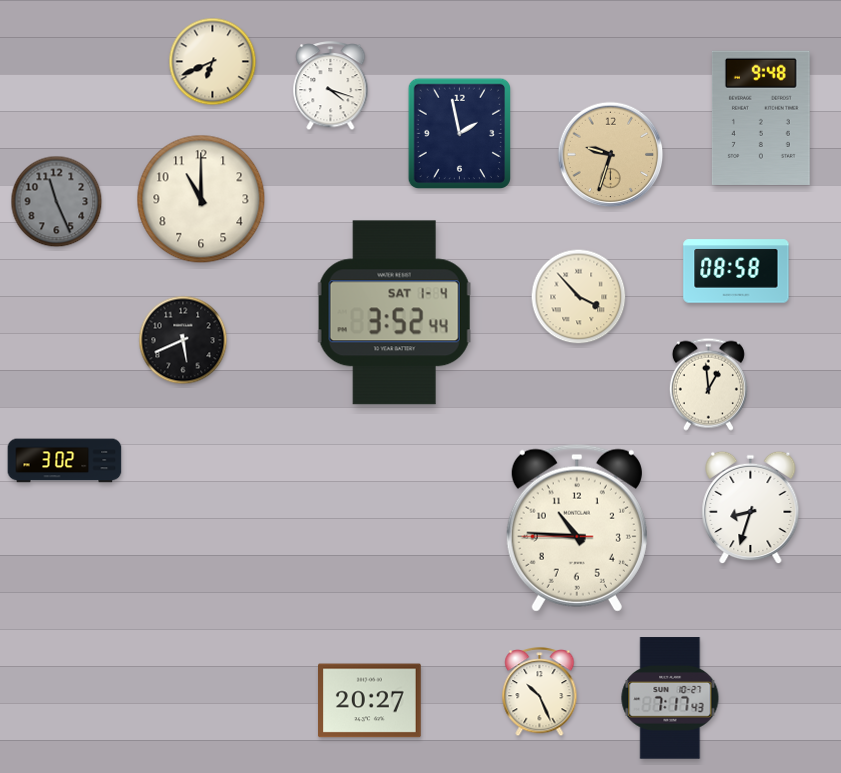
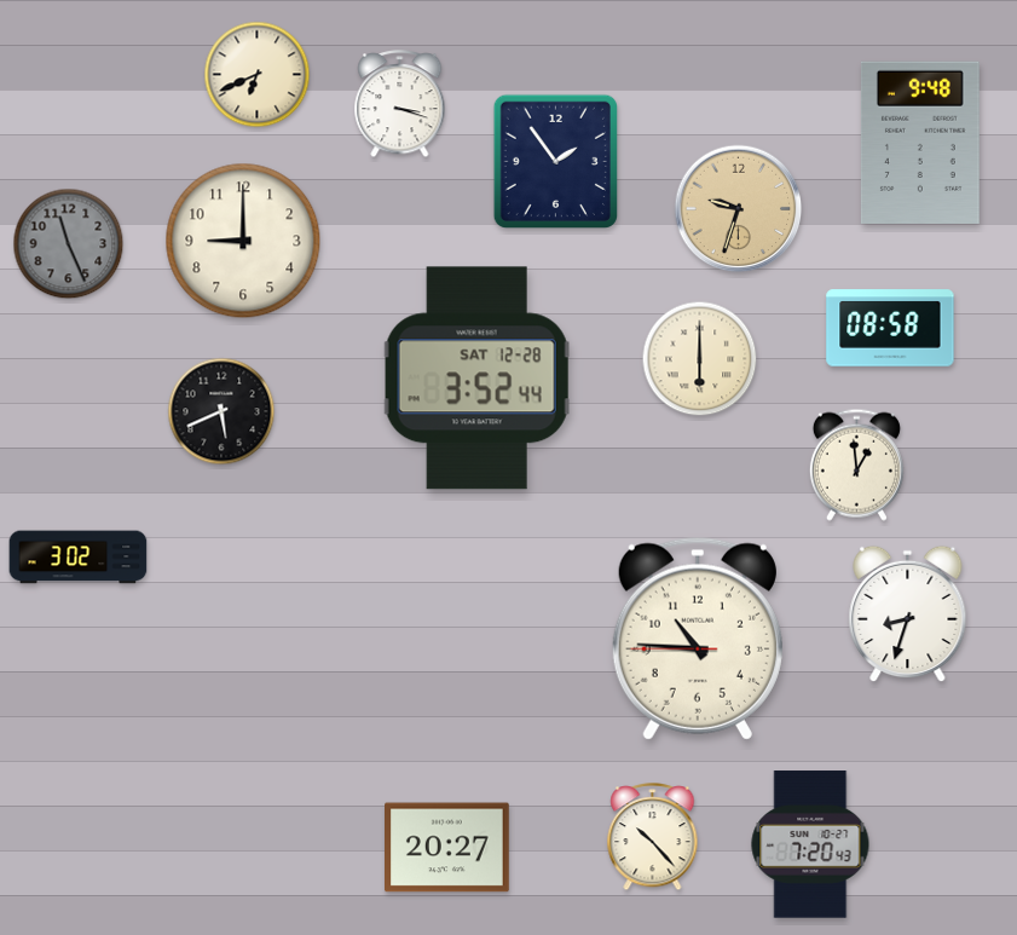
clock at (331, 87): 4:18 -> 3:18
clock at (459, 133): 1:58 -> 1:54
clock at (611, 155) position: (611, 155) -> (739, 209)
clock at (201, 199): 11:00 -> 9:00
clock at (579, 297): 3:53 -> 6:00
clock at (394, 313) date: SAT 1-4 -> SAT 12-28
clock at (540, 693): 10:26 -> 10:23
clock at (670, 698): 7:17 -> 7:20
